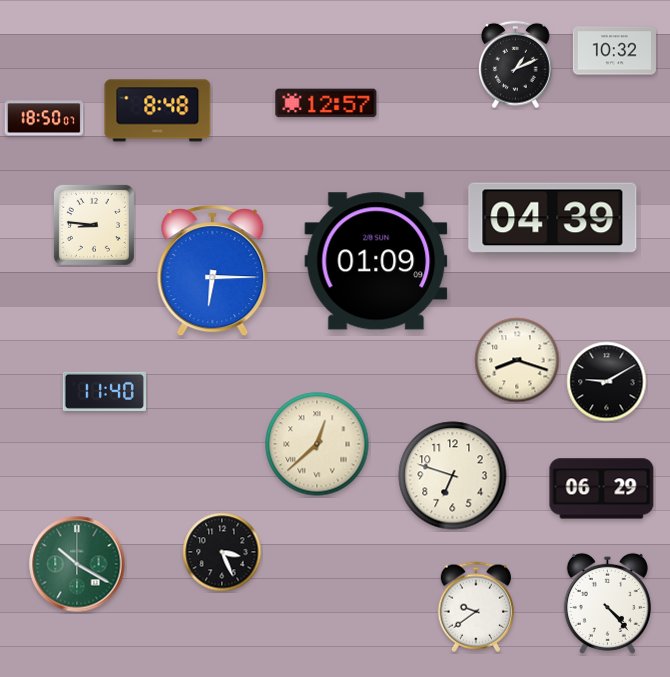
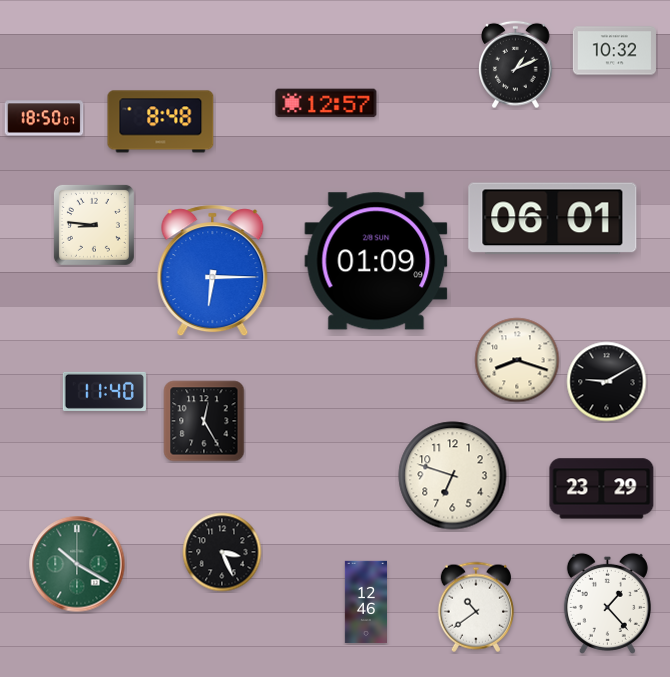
clock at (158, 111) position: (158, 111) -> (161, 122)
clock at (553, 219): 04:39 -> 06:01
clock at (204, 421): none -> 12:25
clock at (317, 444): 12:38 -> none
clock at (602, 489): 06:29 -> 23:29
clock at (365, 602): none -> 12:46
clock at (607, 603): 4:23 -> 1:23
clock at (475, 607): 9:39 -> 10:39
